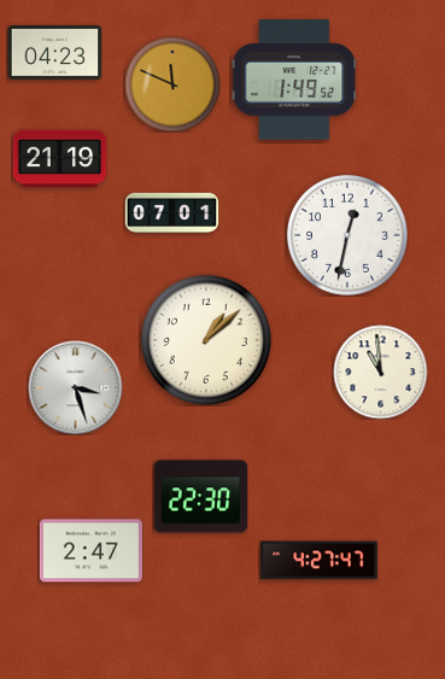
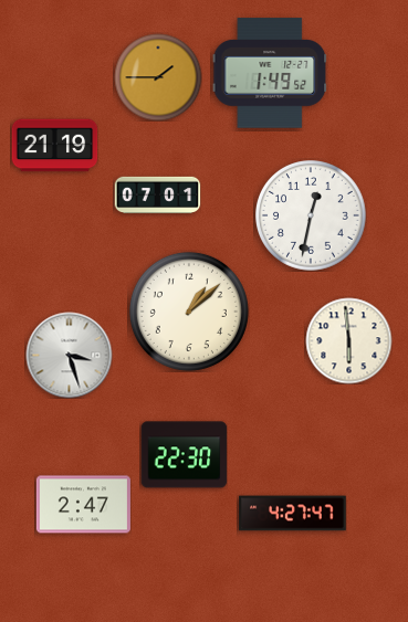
clock at (54, 52): 04:23 -> none
clock at (172, 84): 11:49 -> 1:45
clock at (349, 236) position: (349, 236) -> (312, 217)
clock at (380, 371): 10:59 -> 5:59
